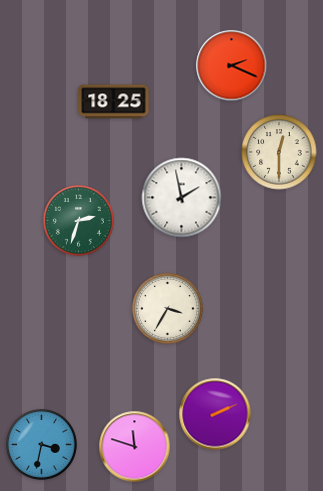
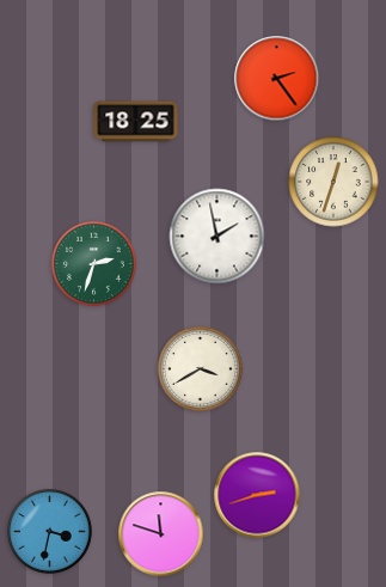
clock at (232, 66): 2:19 -> 2:24
clock at (279, 152): 12:30 -> 12:33
clock at (168, 309): 3:35 -> 3:40
clock at (215, 414): 2:11 -> 2:42
